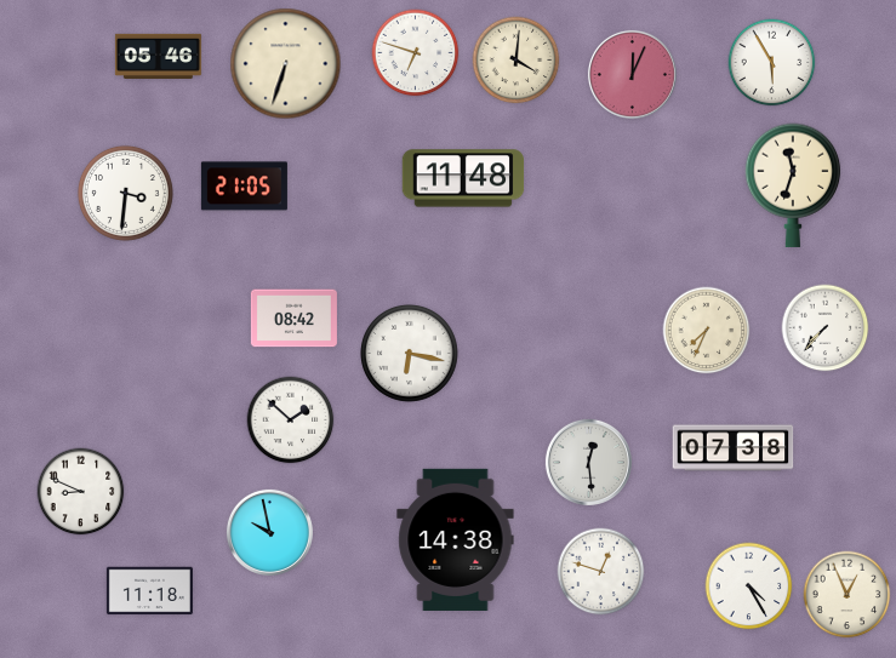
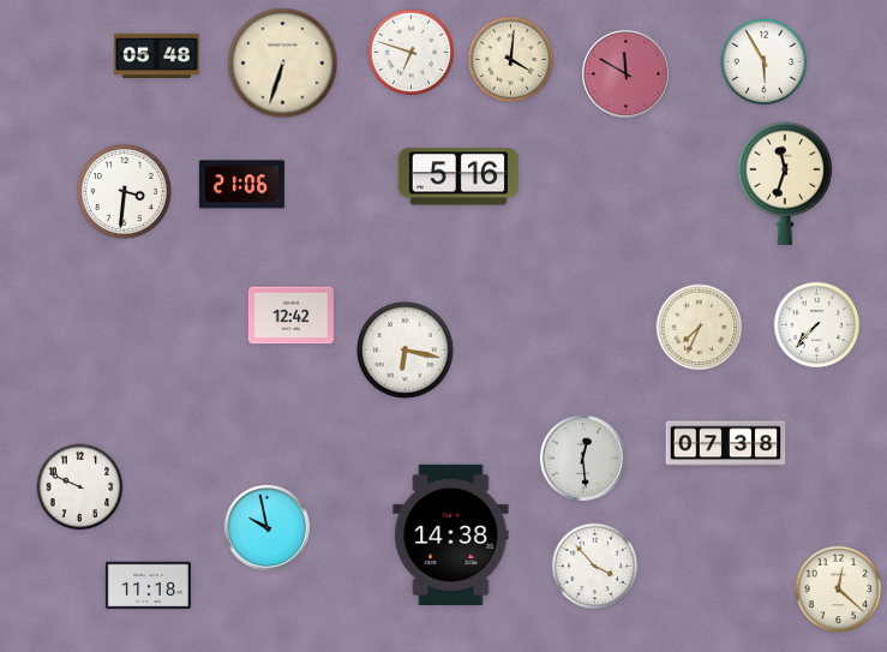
clock at (158, 56): 05:46 -> 05:48
clock at (632, 74): 12:04 -> 11:50
clock at (463, 178): 11:48 -> 5:16
clock at (244, 187): 21:05 -> 21:06
clock at (293, 319): 08:42 -> 12:42
clock at (291, 420): 1:52 -> none
clock at (81, 492): 8:49 -> 9:49
clock at (601, 572): 12:48 -> 3:53
clock at (749, 587): 4:25 -> none
clock at (848, 595): 12:56 -> 12:22
